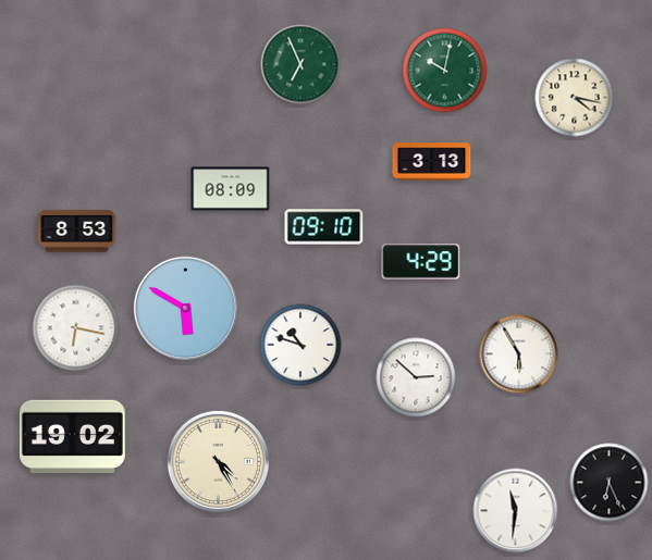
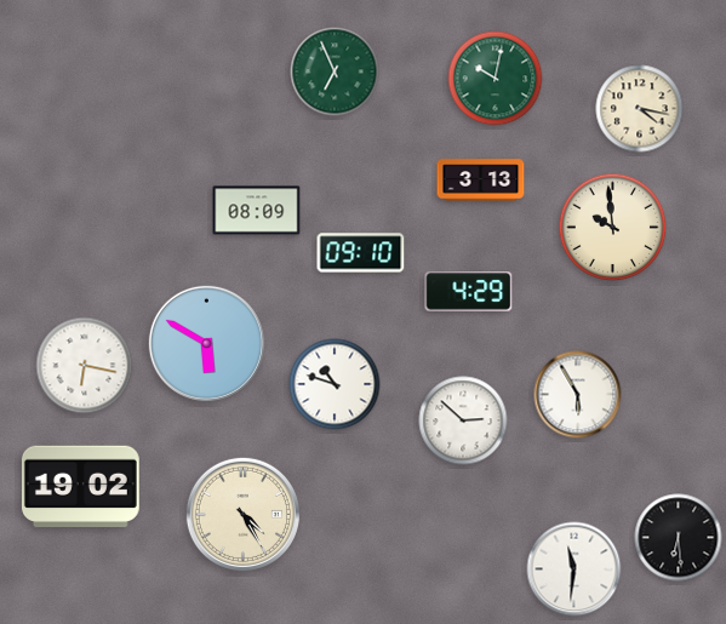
clock at (613, 228): none -> 9:59
clock at (77, 232): 8:53 -> none
clock at (610, 483): 6:26 -> 6:29
